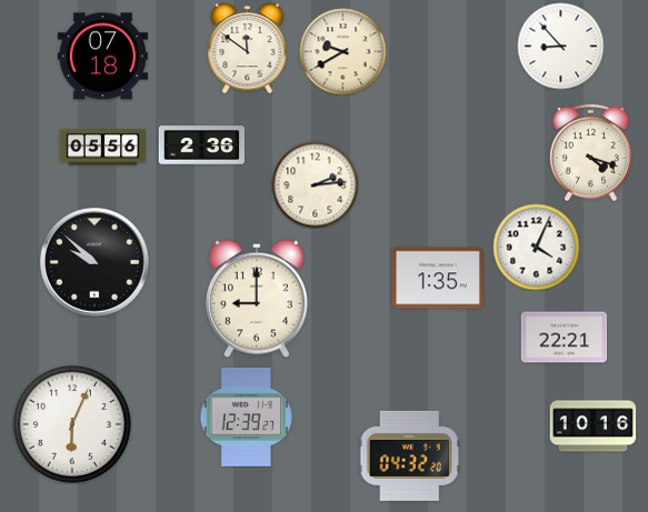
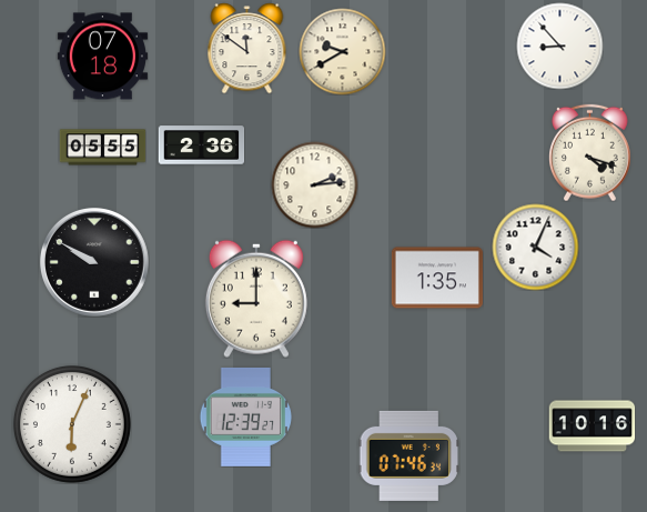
clock at (102, 148): 05:56 -> 05:55
clock at (94, 262): 9:52 -> 9:50
clock at (564, 338): 22:21 -> none
clock at (409, 455): 04:32 -> 07:46
